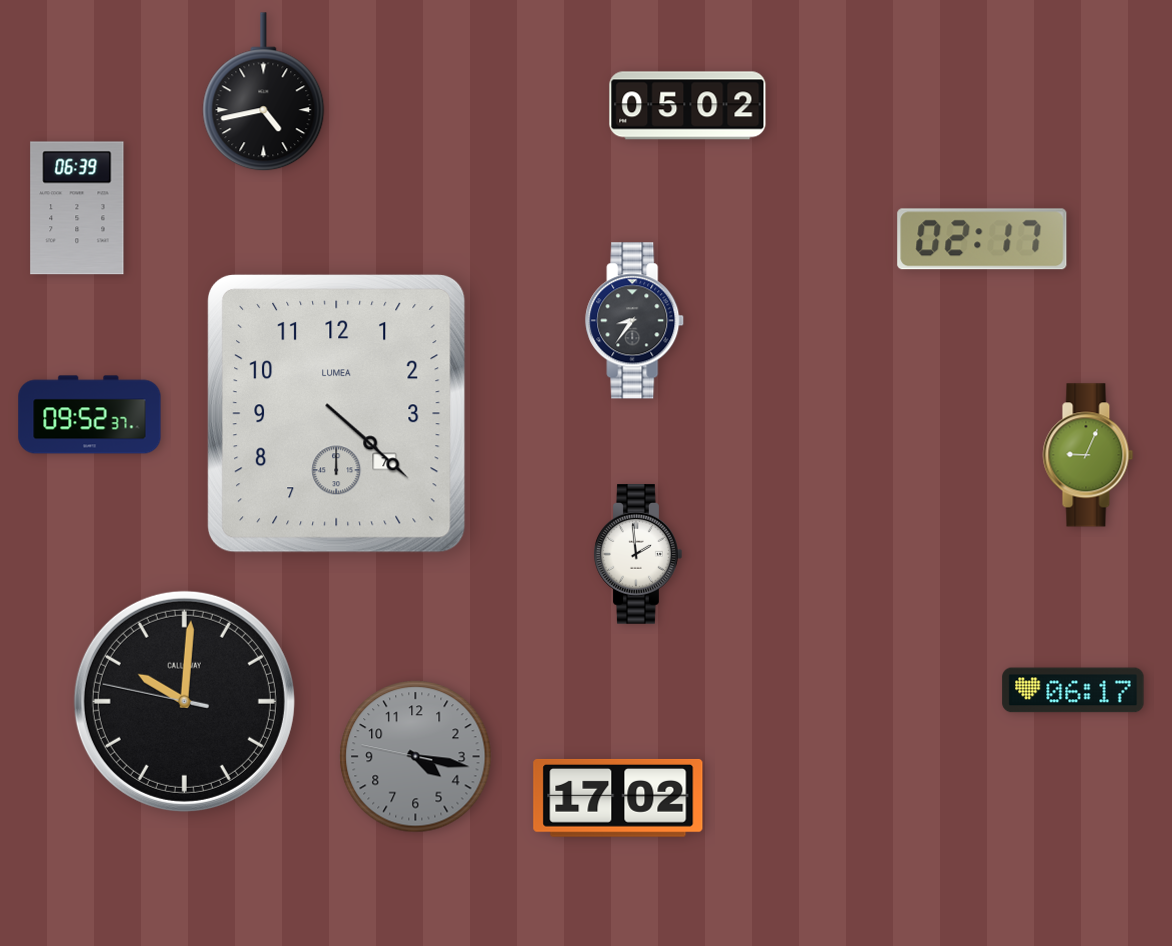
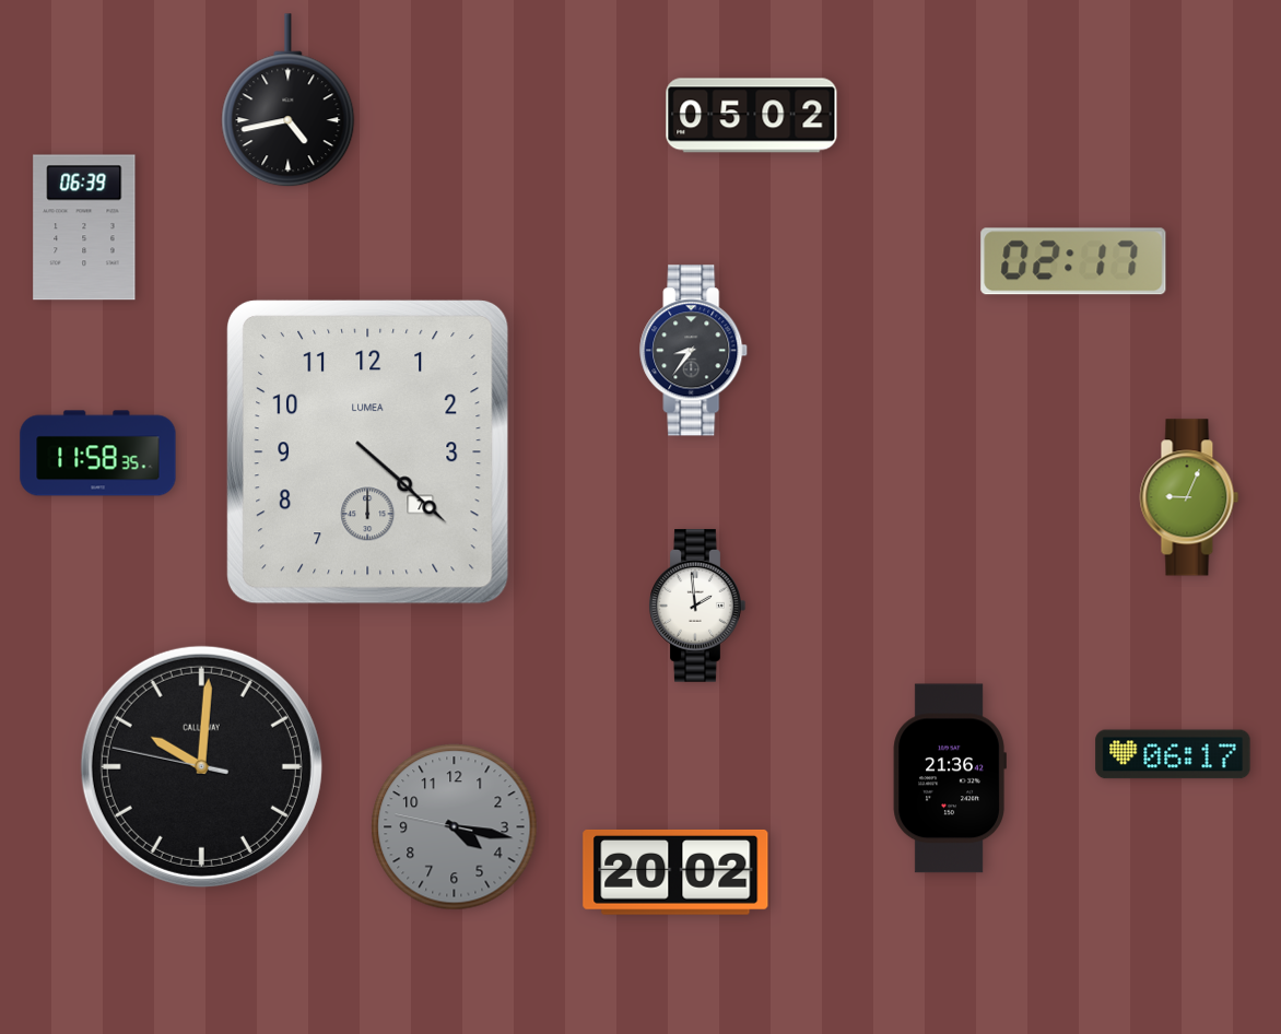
clock at (90, 415): 09:52 -> 11:58
clock at (950, 778): none -> 21:36
clock at (618, 798): 17:02 -> 20:02
